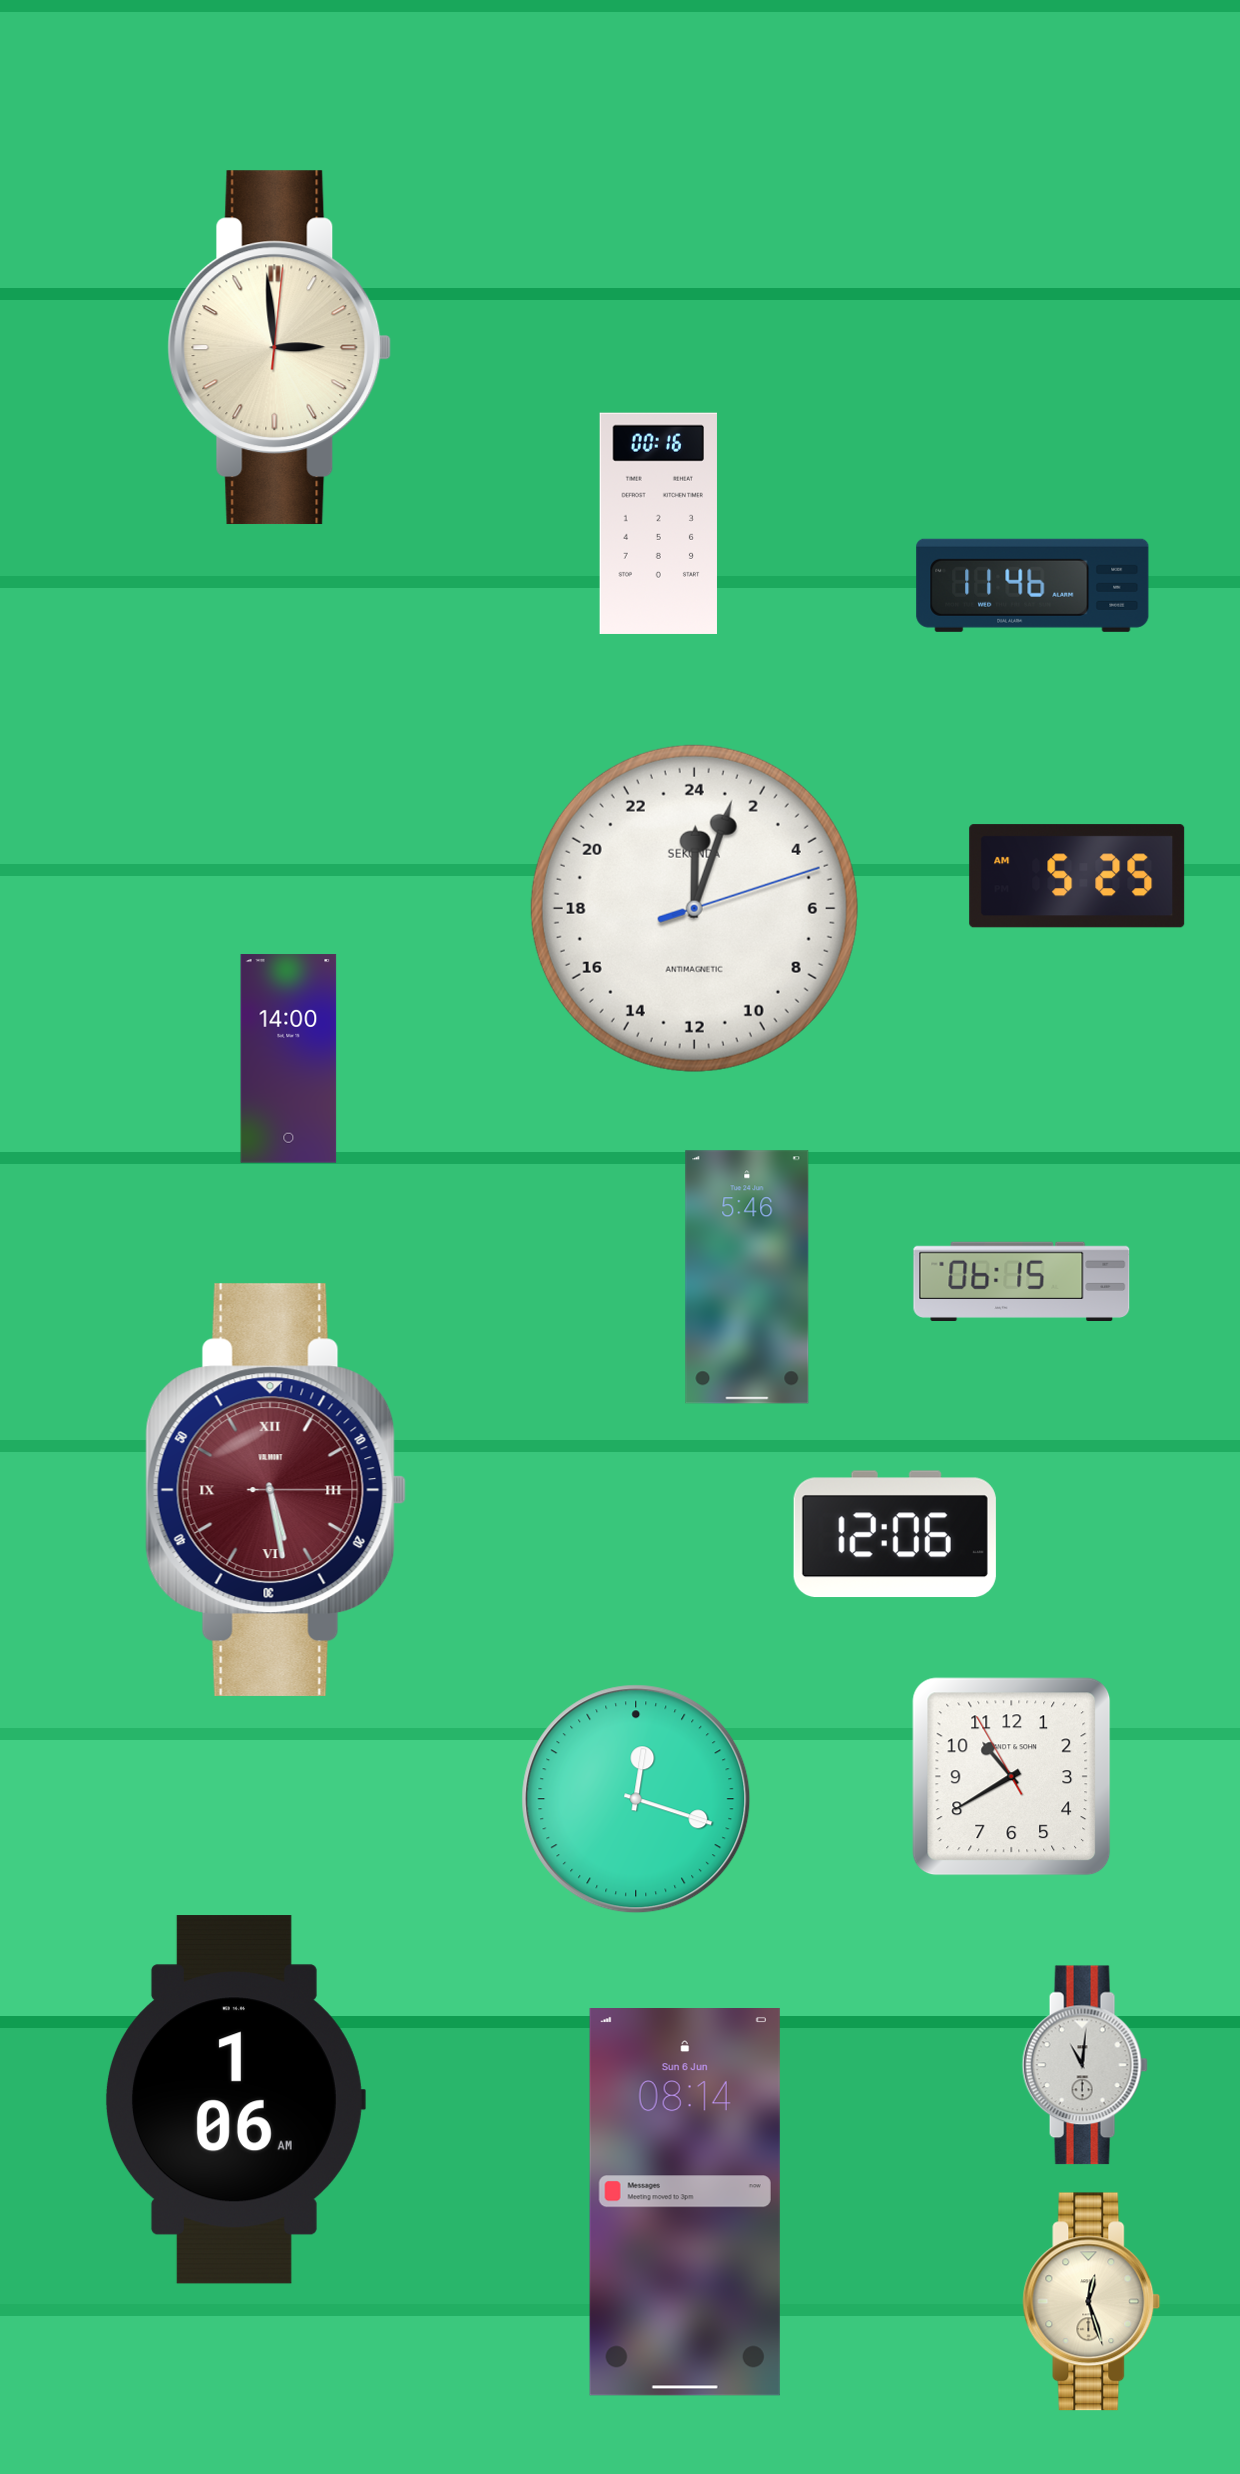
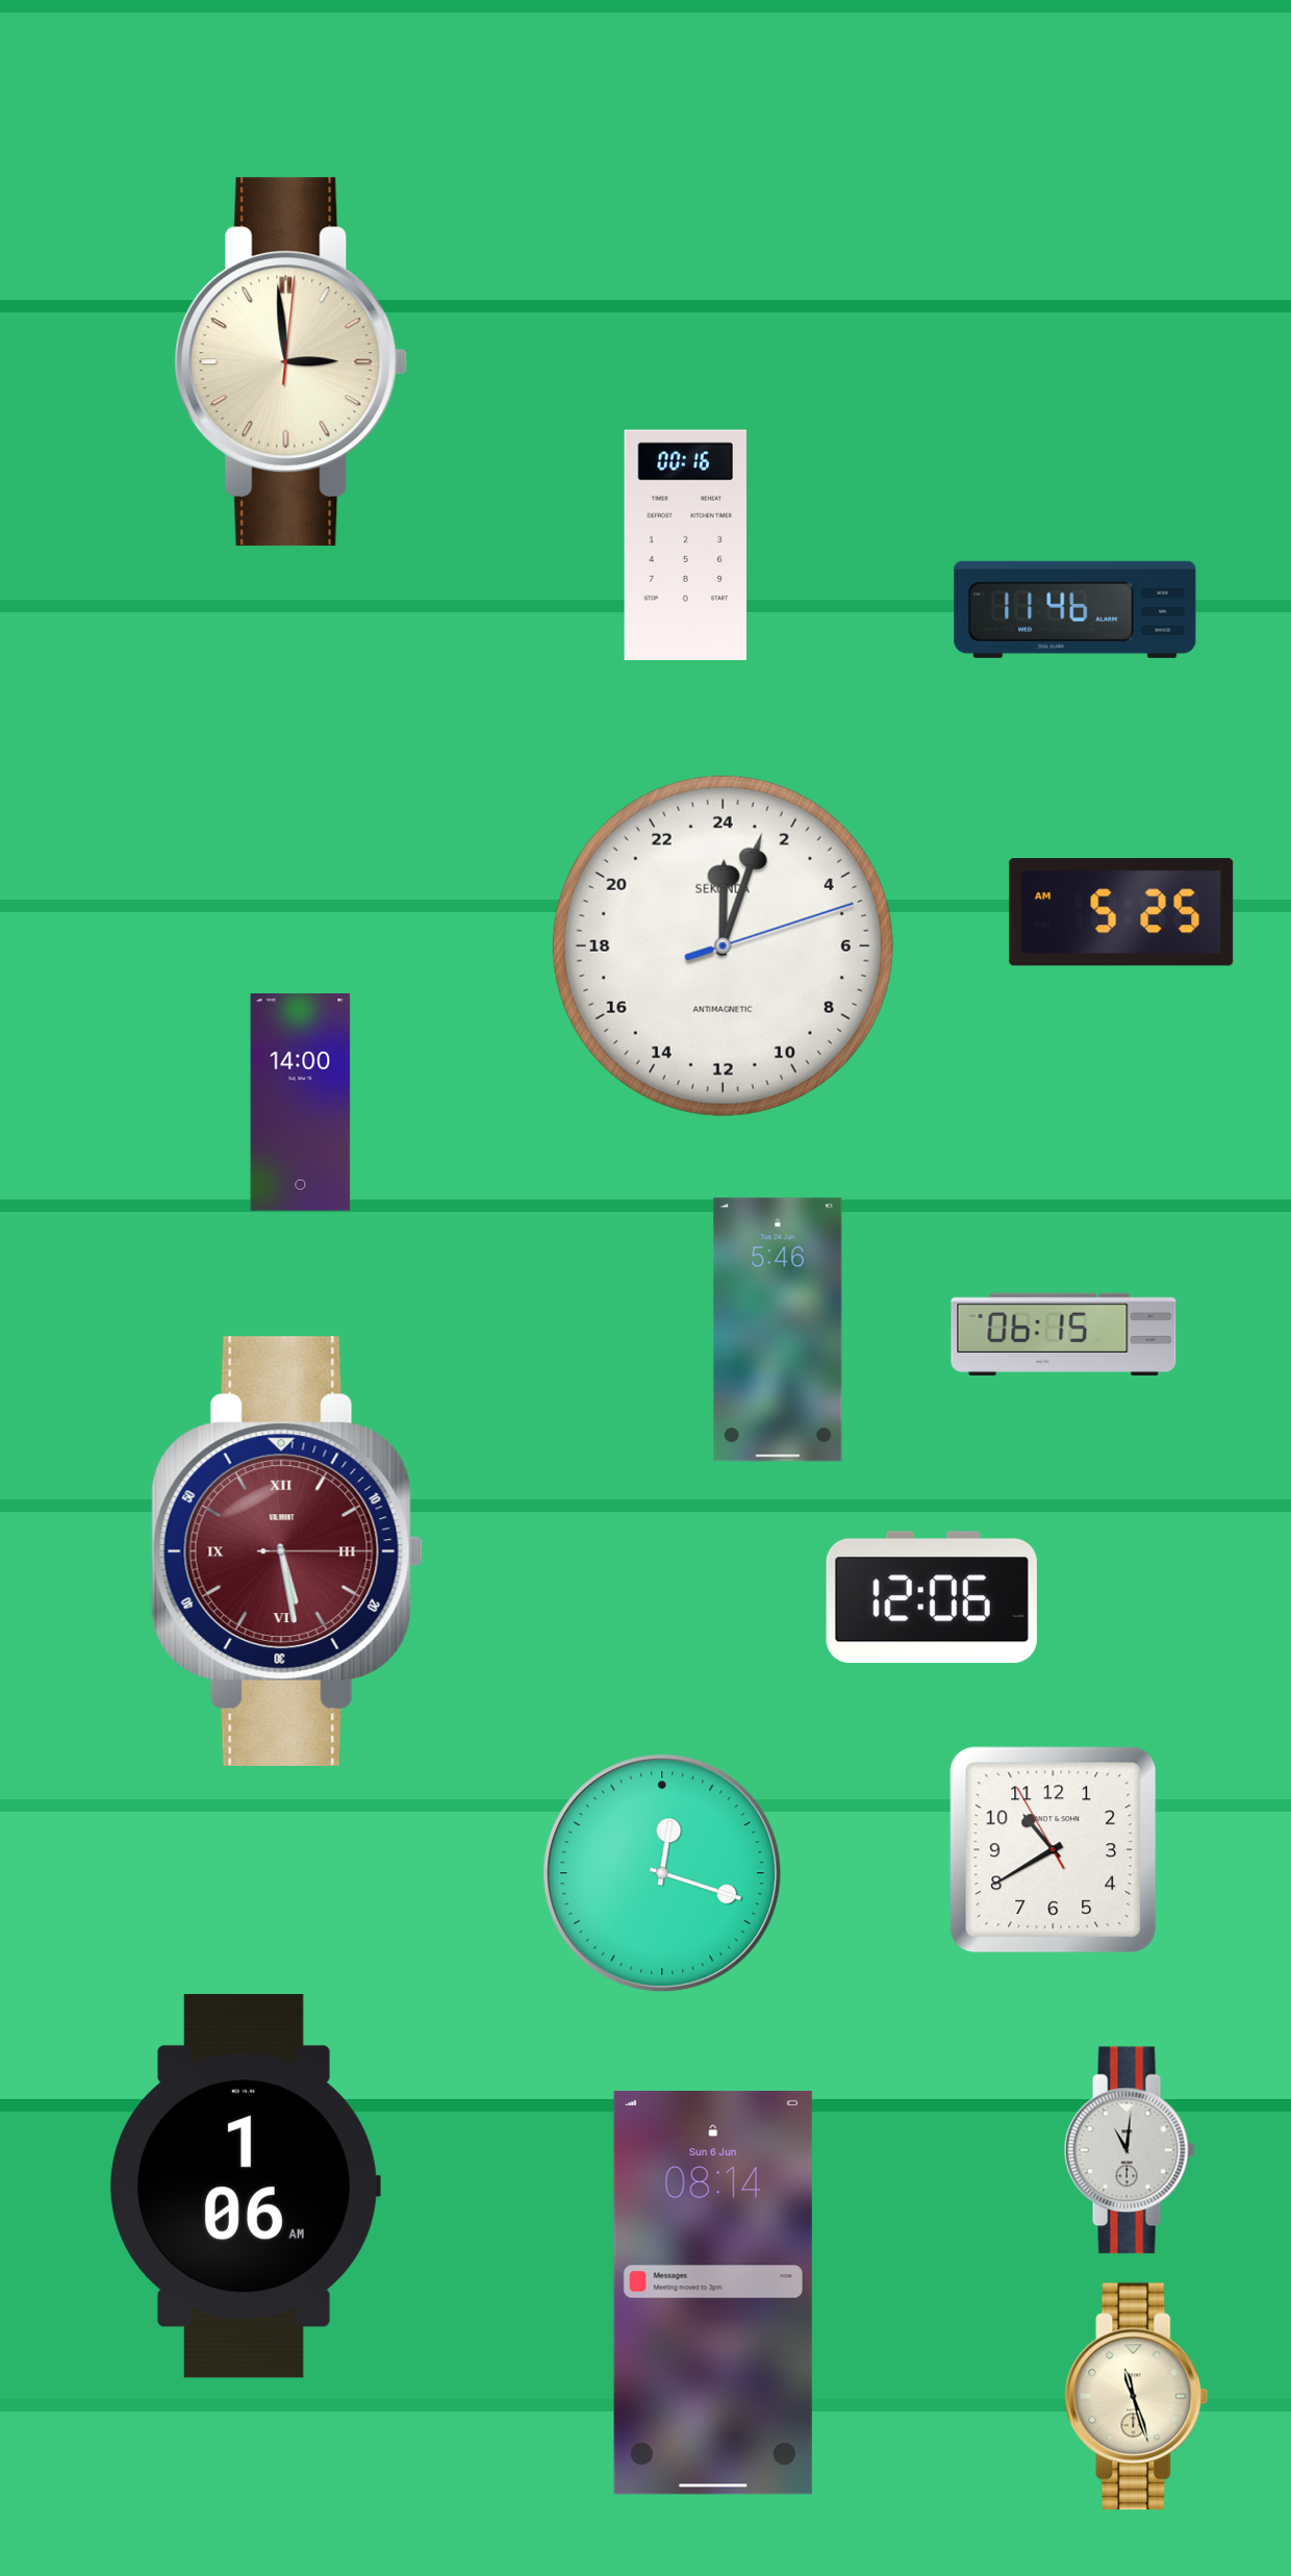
clock at (1092, 2302): 12:27 -> 11:27
